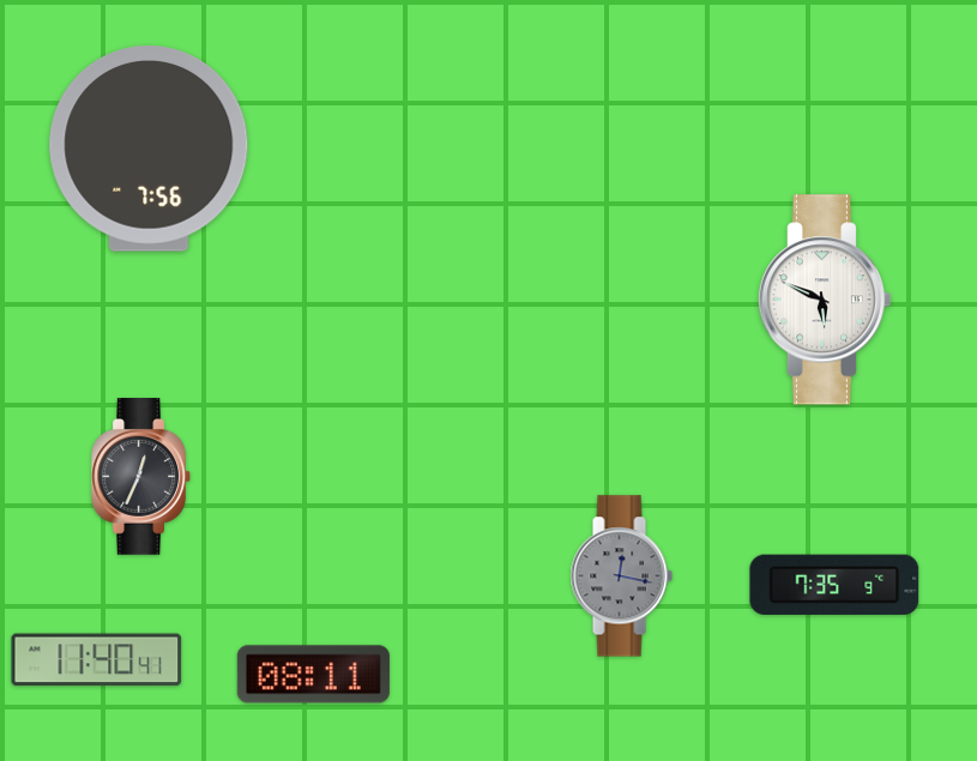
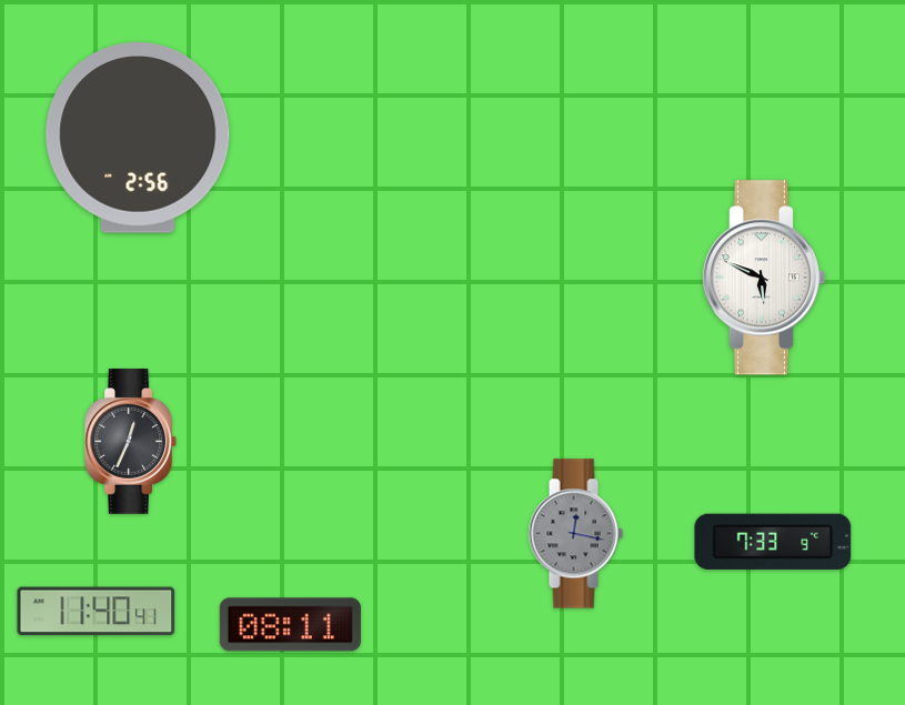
clock at (149, 150): 7:56 -> 2:56
clock at (834, 585): 7:35 -> 7:33
clock at (97, 660) position: (97, 660) -> (97, 612)
